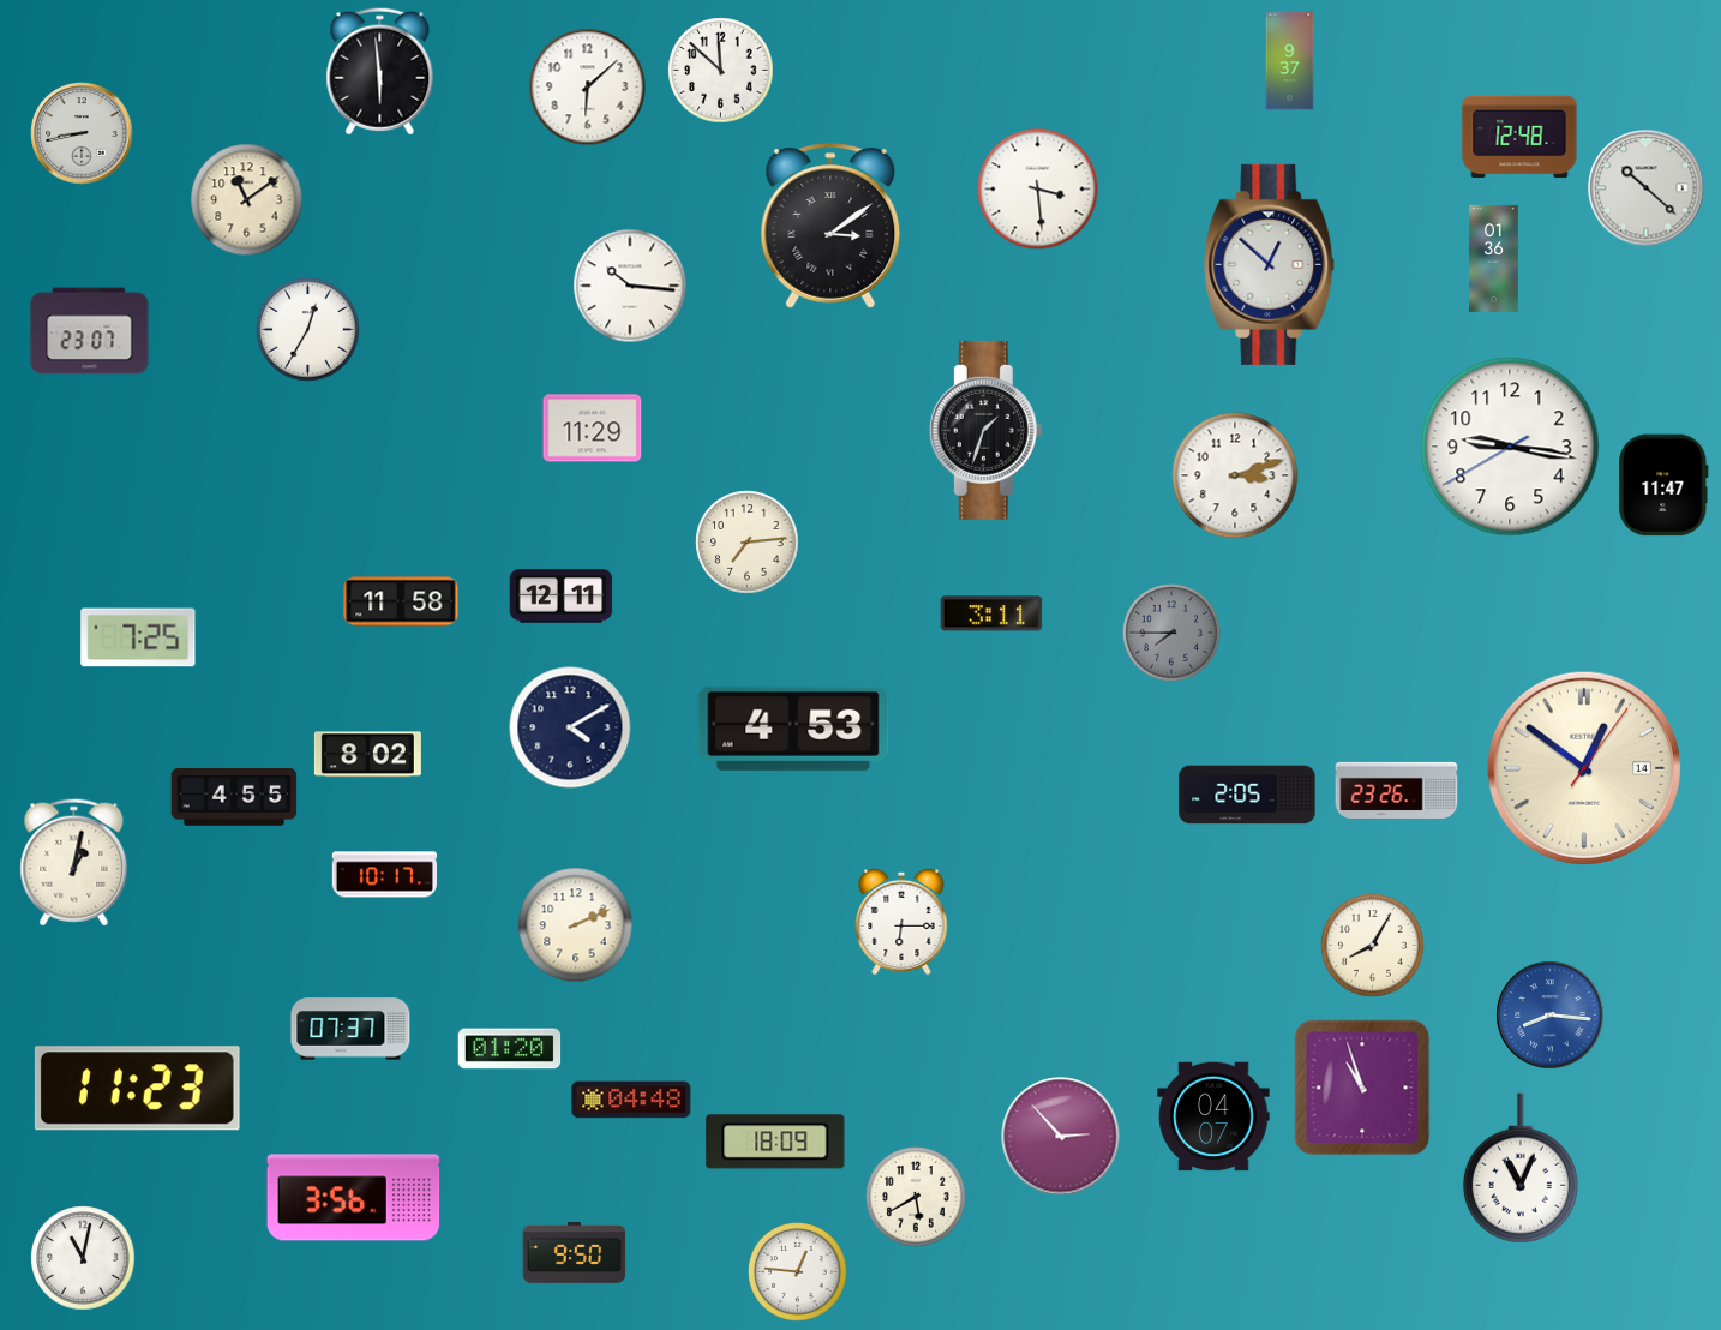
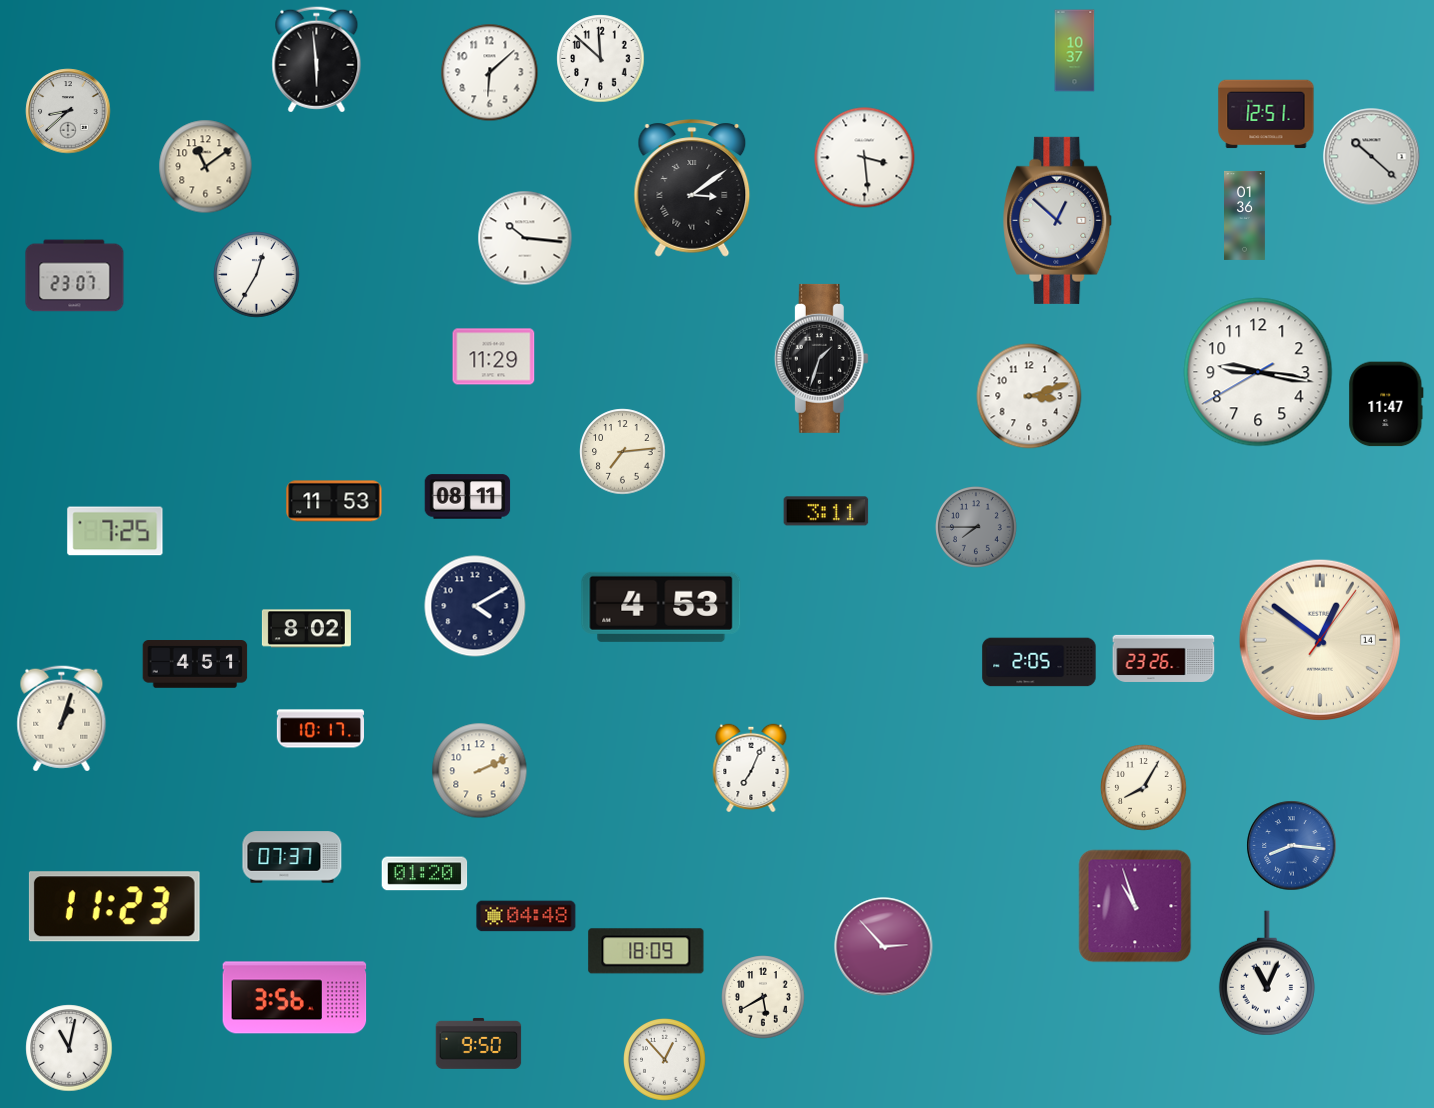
clock at (1290, 61): 9:37 -> 10:37
clock at (82, 133): 8:43 -> 8:38
clock at (1519, 137): 12:48 -> 12:51
clock at (562, 597): 12:11 -> 08:11
clock at (401, 601): 11:58 -> 11:53
clock at (234, 798): 4:55 -> 4:51
clock at (74, 863): 1:02 -> 1:03
clock at (901, 922): 6:15 -> 7:04
clock at (1213, 1116): 04:07 -> none
clock at (798, 1272): 12:46 -> 12:53
